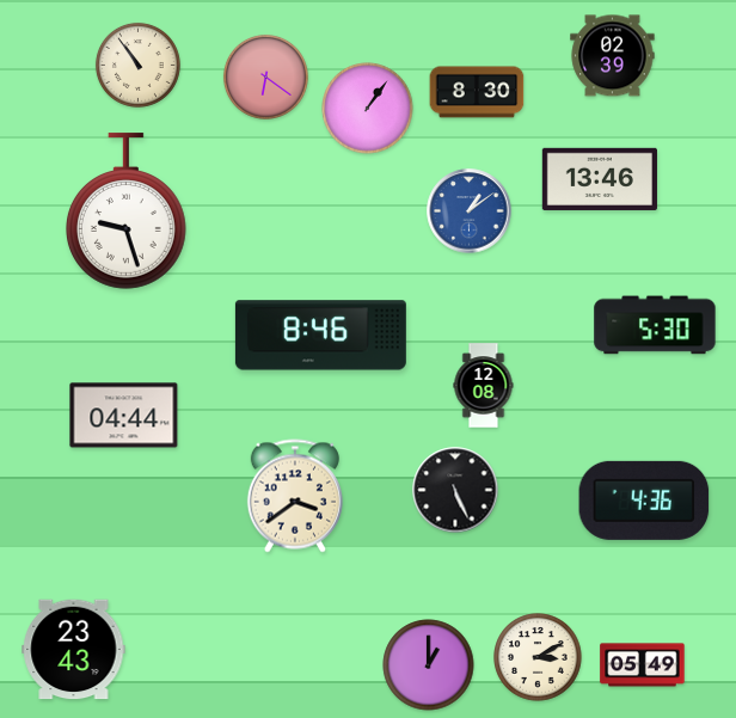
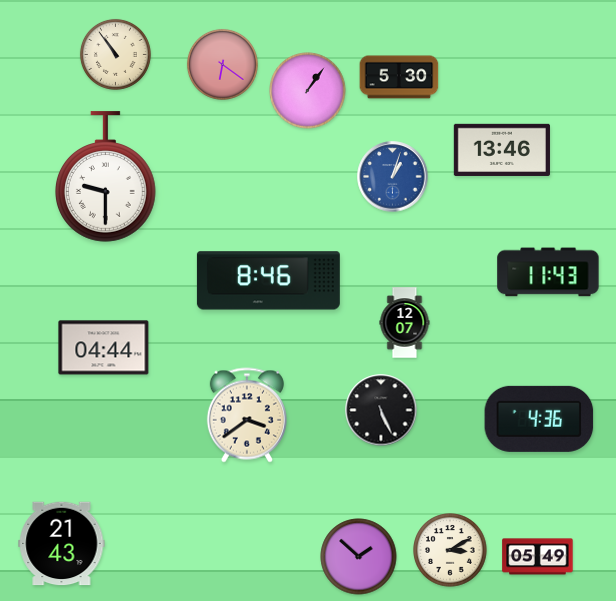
clock at (613, 56): 02:39 -> none
clock at (477, 92): 8:30 -> 5:30
clock at (127, 211): 9:27 -> 9:30
clock at (470, 211): 1:09 -> 1:03
clock at (655, 325): 5:30 -> 11:43
clock at (484, 386): 12:08 -> 12:07
clock at (74, 650): 23:43 -> 21:43
clock at (429, 665): 1:00 -> 1:52
